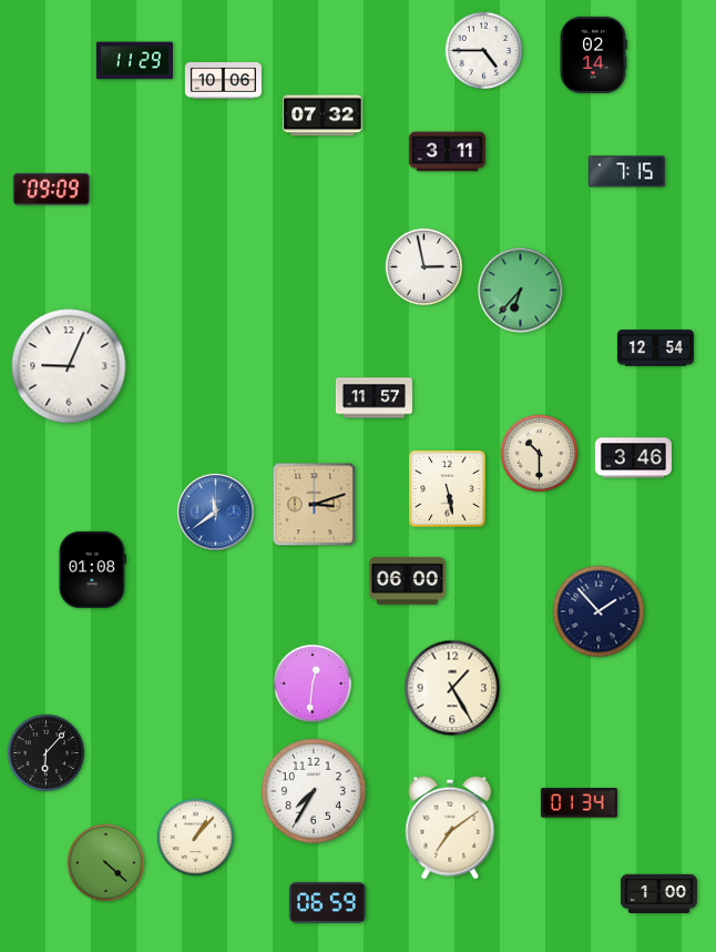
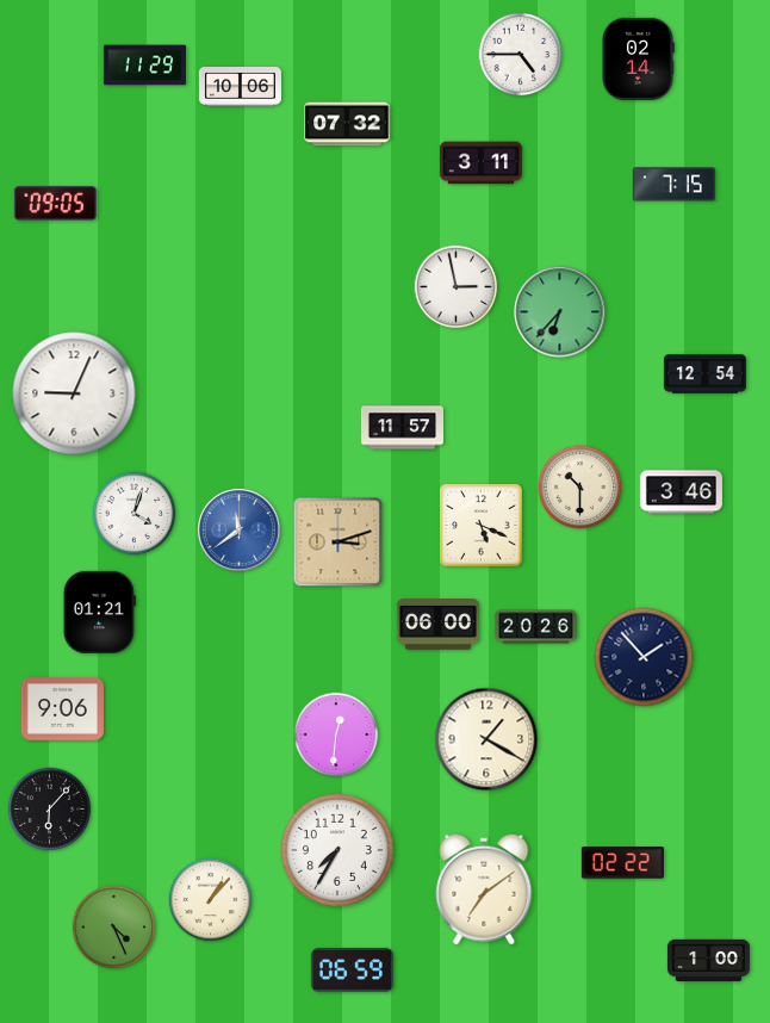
clock at (51, 189): 09:09 -> 09:05
clock at (135, 514): none -> 4:03
clock at (448, 489): 5:28 -> 5:19
clock at (215, 512) position: (215, 512) -> (238, 529)
clock at (92, 569): 01:08 -> 01:21
clock at (535, 627): none -> 20:26
clock at (62, 709): none -> 9:06
clock at (452, 688): 1:25 -> 1:20
clock at (579, 803): 01:34 -> 02:22
clock at (106, 863): 4:22 -> 4:26
